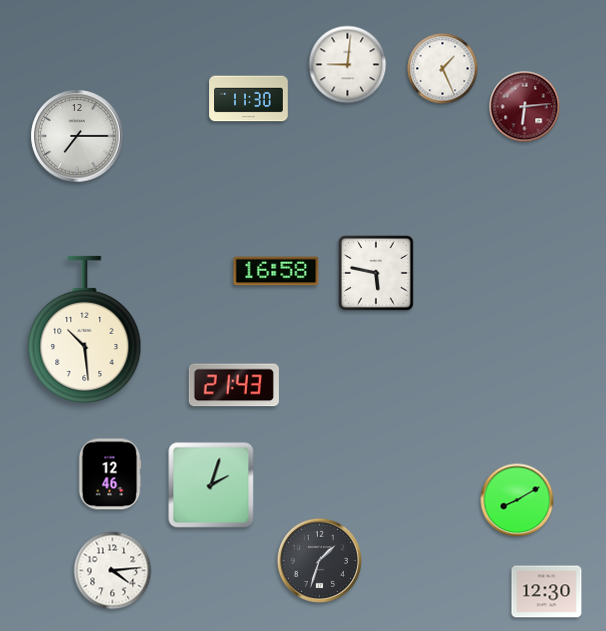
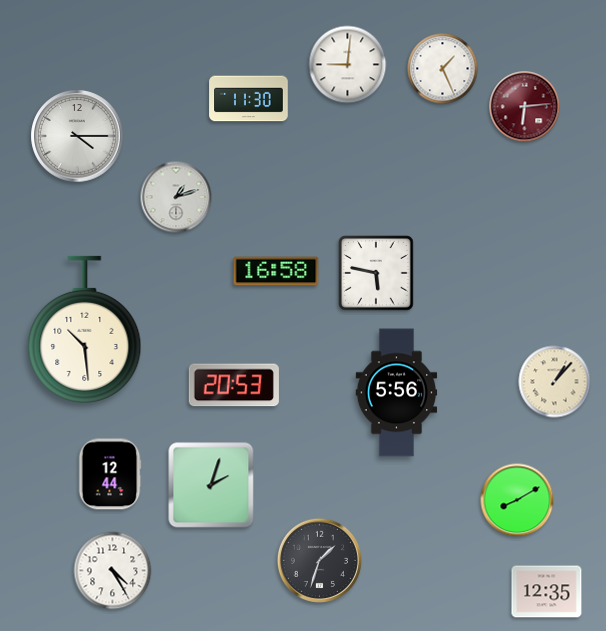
clock at (77, 136): 7:15 -> 4:15
clock at (176, 197): none -> 1:12
clock at (555, 382): none -> 1:07
clock at (234, 385): 21:43 -> 20:53
clock at (397, 393): none -> 5:56
clock at (110, 474): 12:46 -> 12:44
clock at (113, 571): 4:14 -> 4:25
clock at (547, 592): 12:30 -> 12:35
